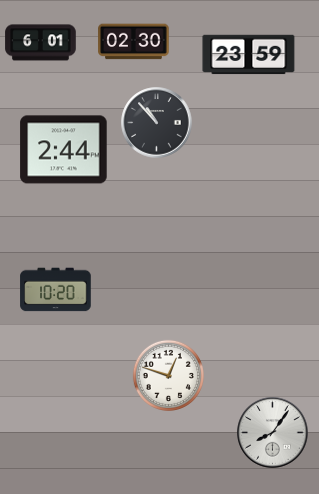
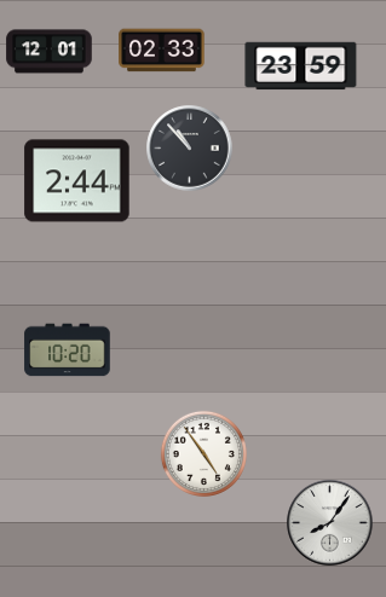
clock at (134, 42): 02:30 -> 02:33
clock at (41, 43): 6:01 -> 12:01
clock at (168, 375): 12:48 -> 4:54
